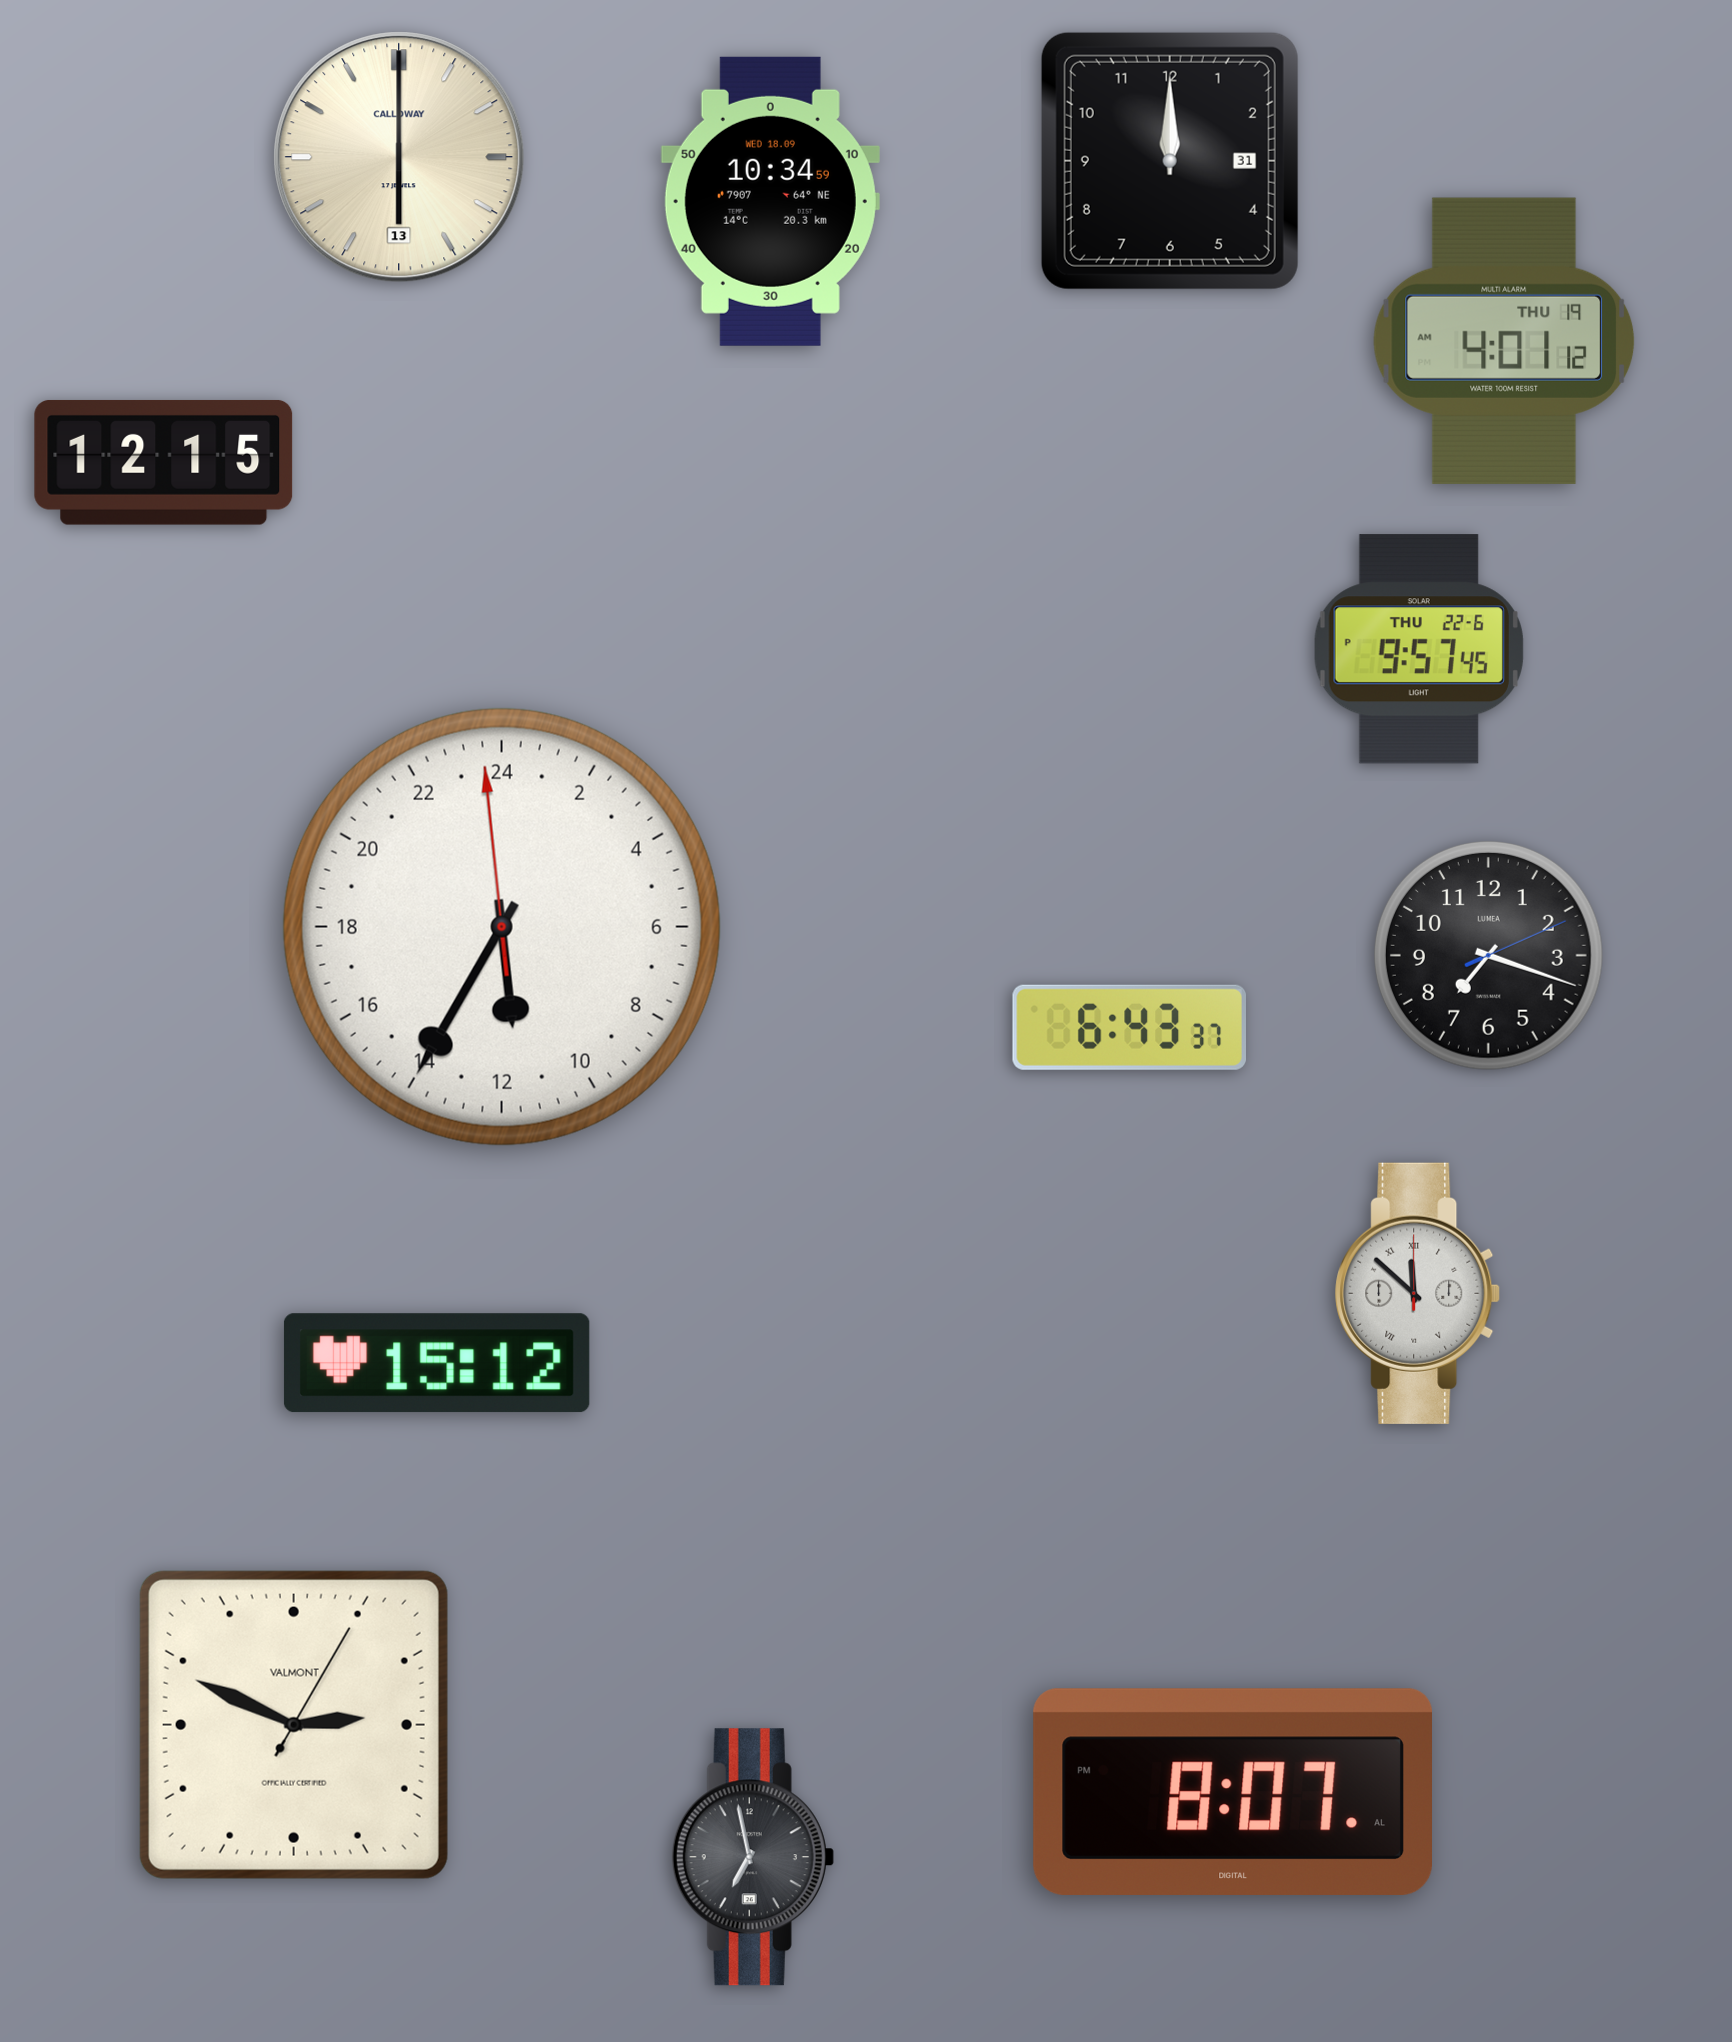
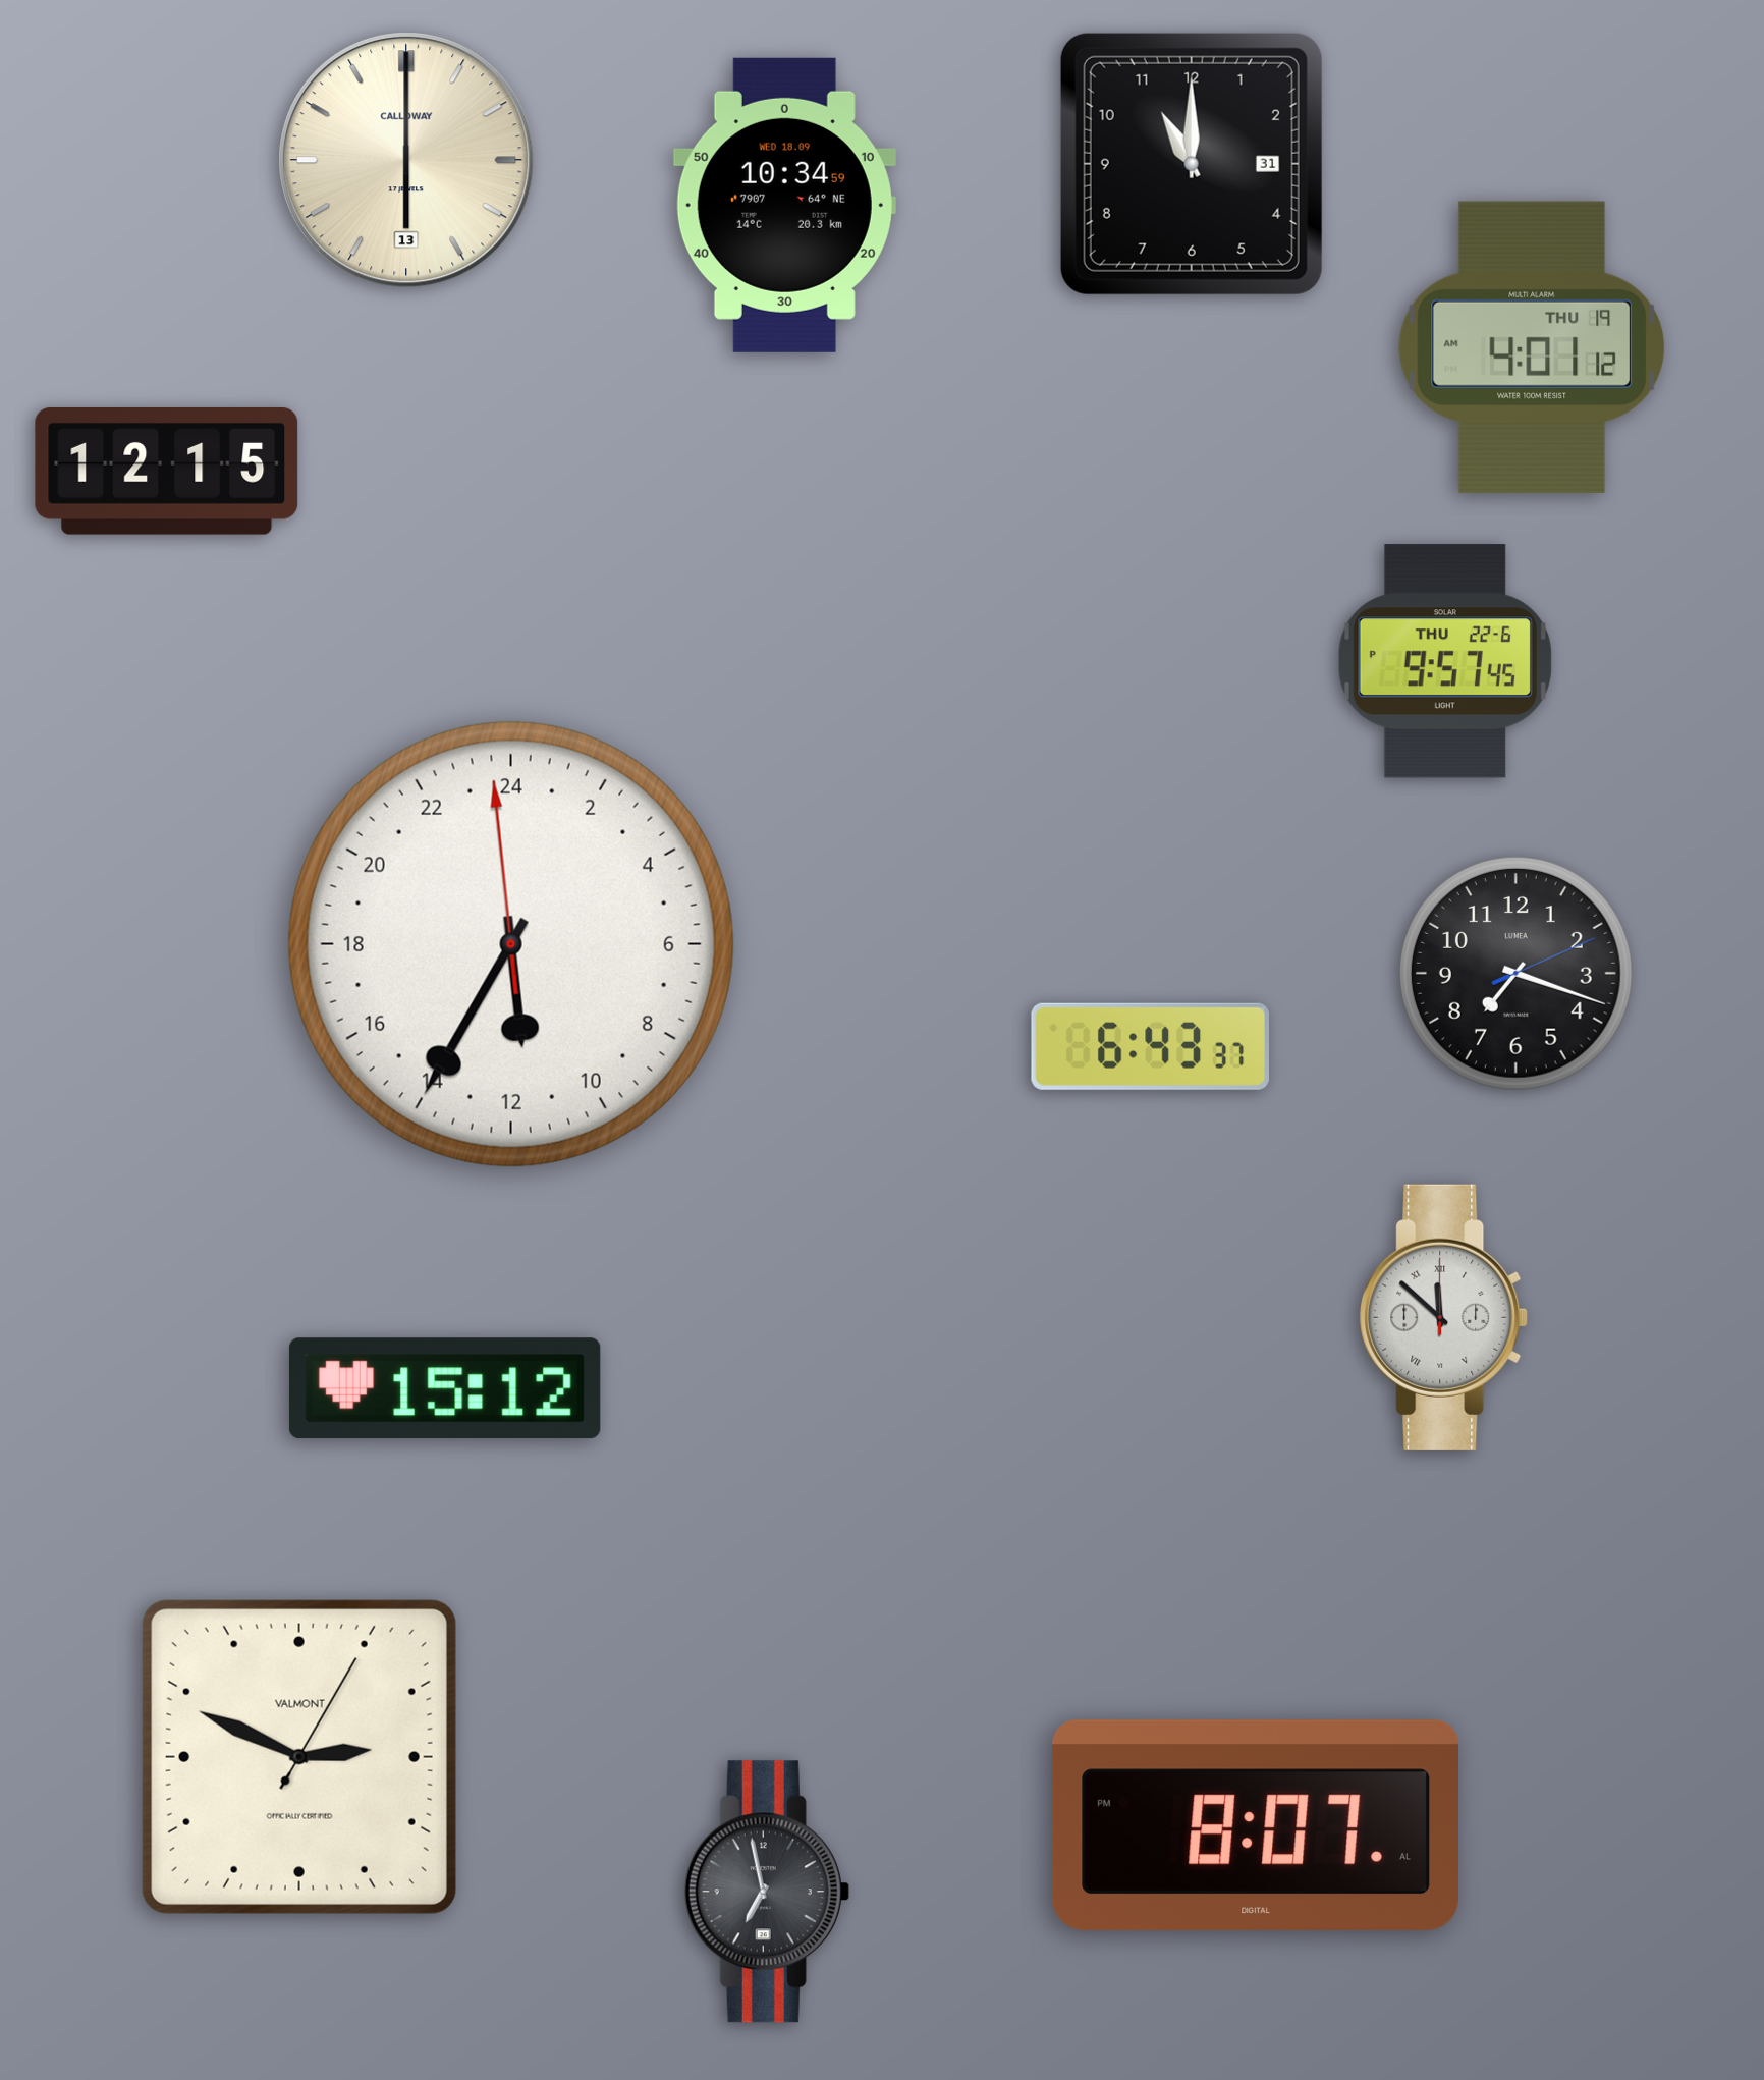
clock at (1170, 161): 12:00 -> 11:00
